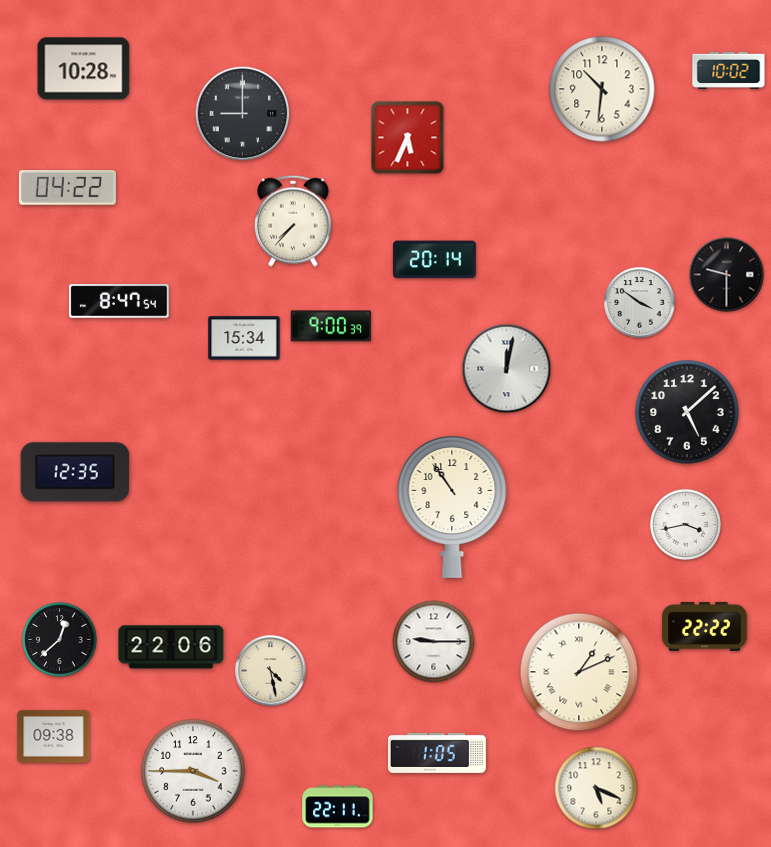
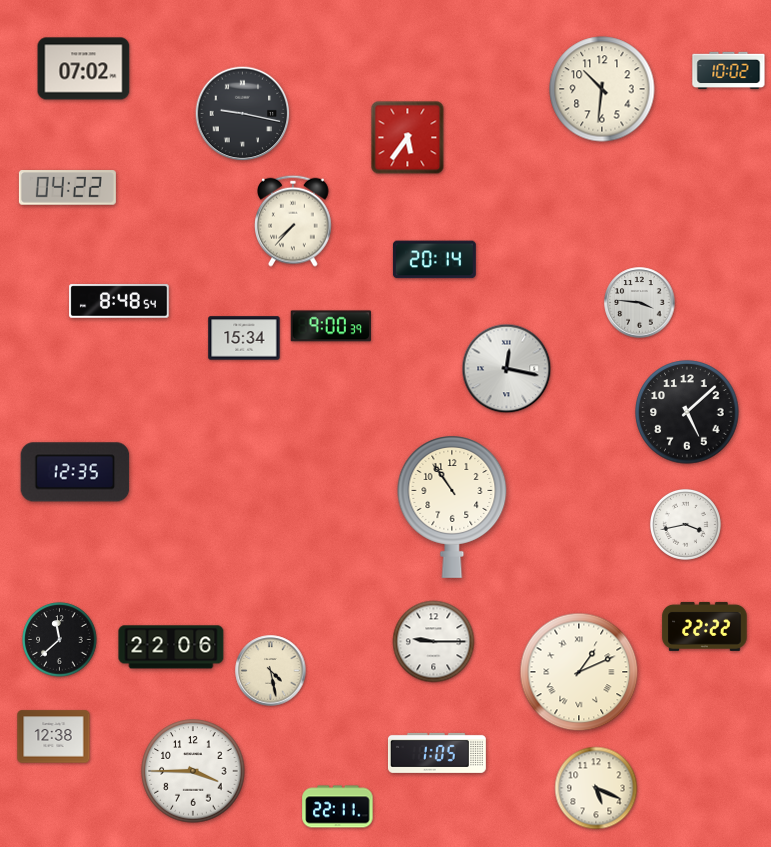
clock at (84, 69): 10:28 -> 07:02
clock at (243, 114): 9:00 -> 9:17
clock at (408, 138): 5:34 -> 5:36
clock at (727, 275): 9:30 -> none
clock at (119, 301): 8:47 -> 8:48
clock at (640, 303): 3:51 -> 3:46
clock at (507, 369): 12:02 -> 12:17
clock at (60, 640): 12:38 -> 11:38
clock at (54, 737): 09:38 -> 12:38
